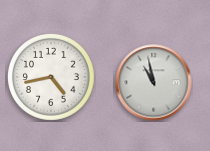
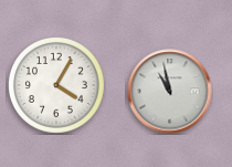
clock at (51, 77): 4:43 -> 4:05
